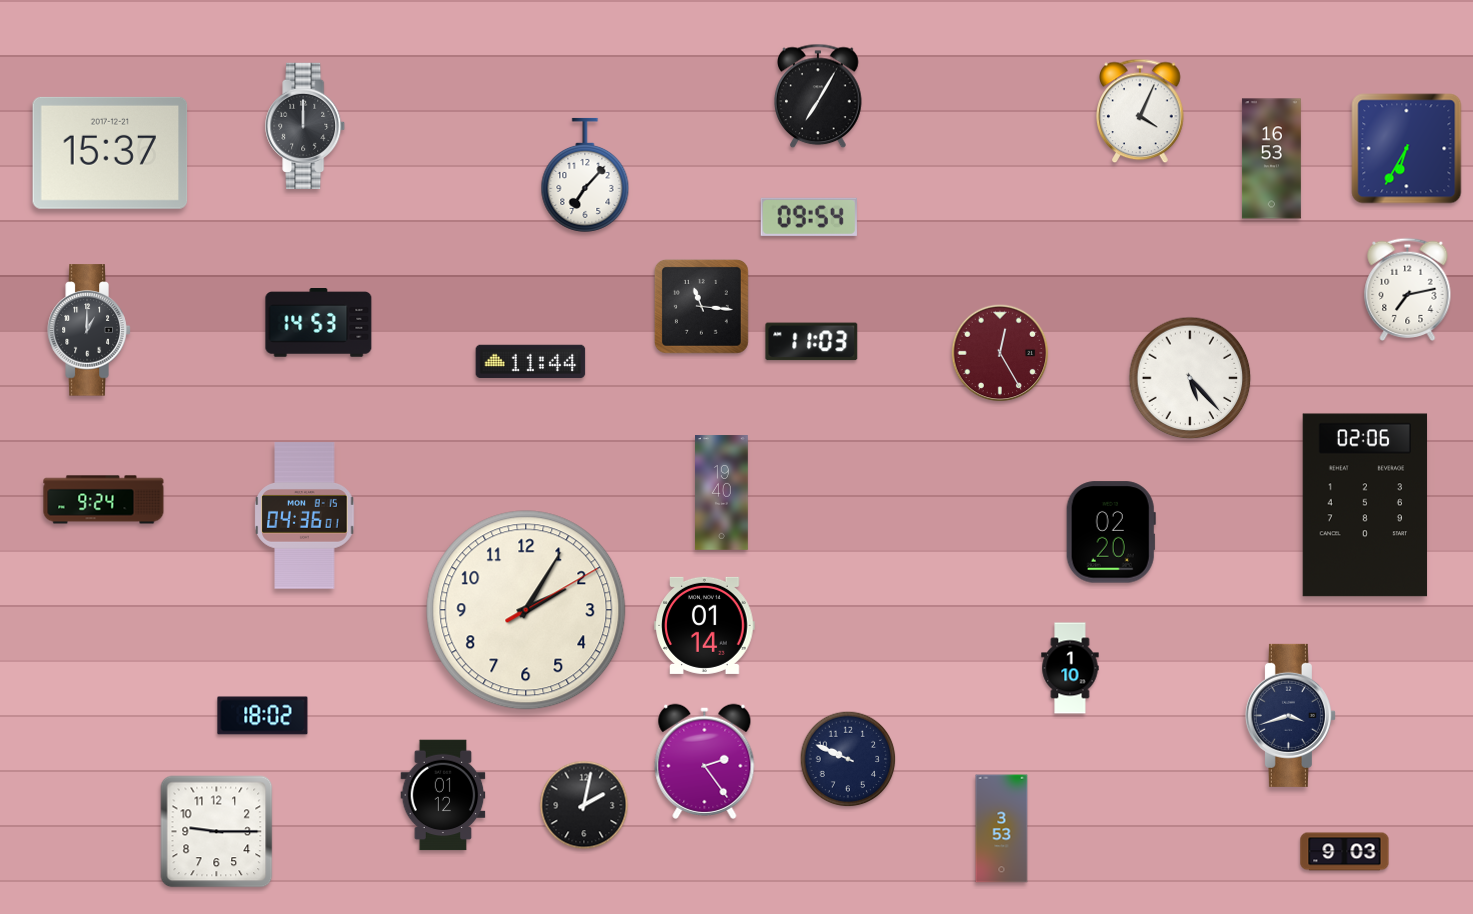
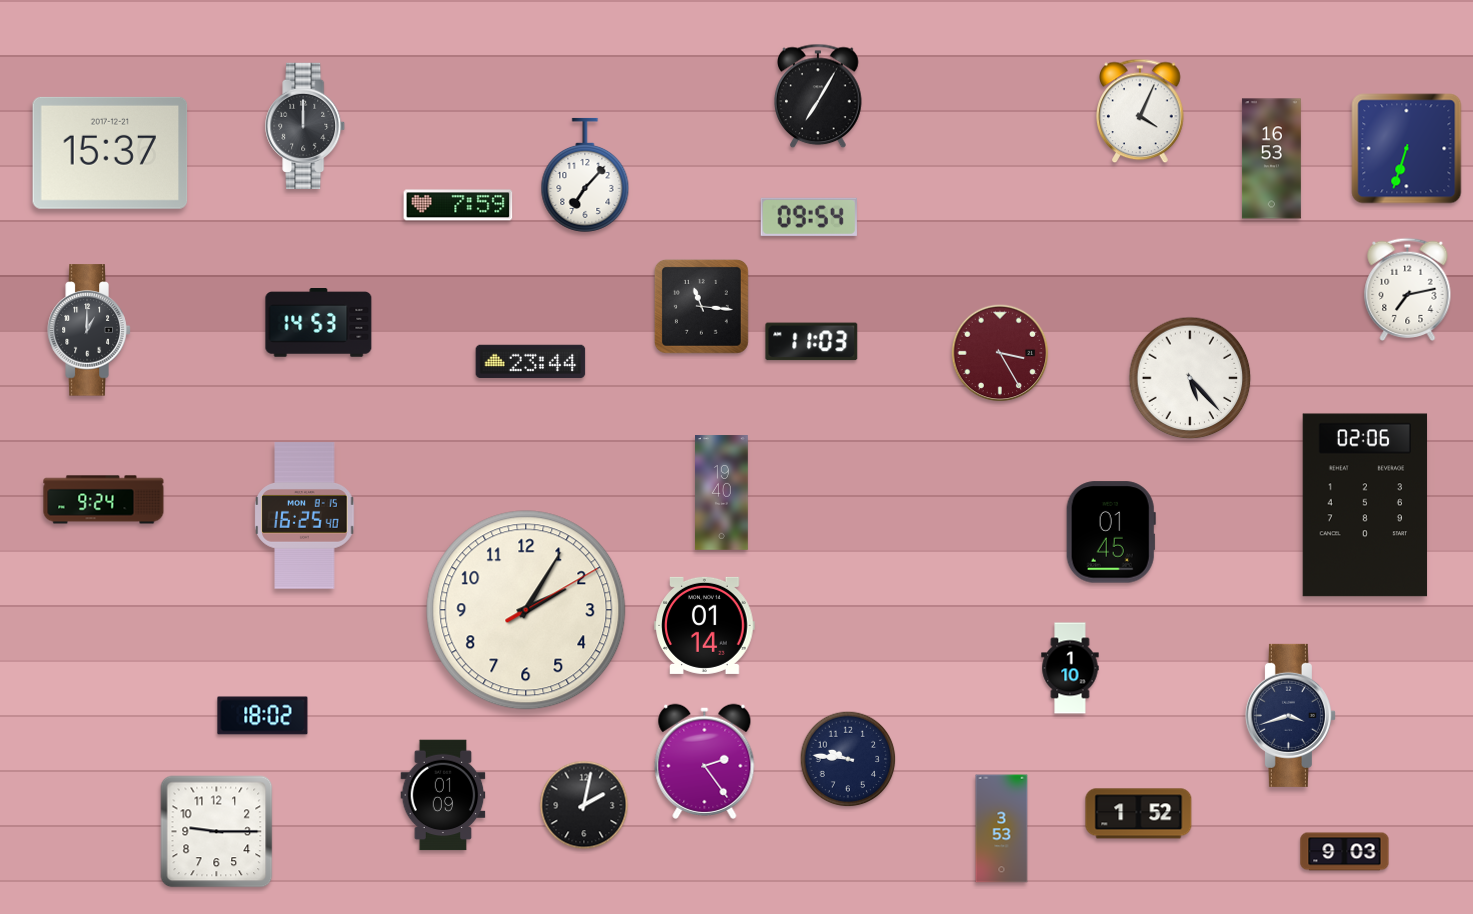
clock at (1407, 149): 6:35 -> 6:33
clock at (458, 205): none -> 7:59
clock at (1000, 353): 12:25 -> 3:25
clock at (531, 362): 11:44 -> 23:44
clock at (305, 516): 04:36 -> 16:25
clock at (1111, 532): 02:20 -> 01:45
clock at (848, 759): 9:49 -> 9:46
clock at (443, 795): 01:12 -> 01:09
clock at (1139, 814): none -> 1:52
